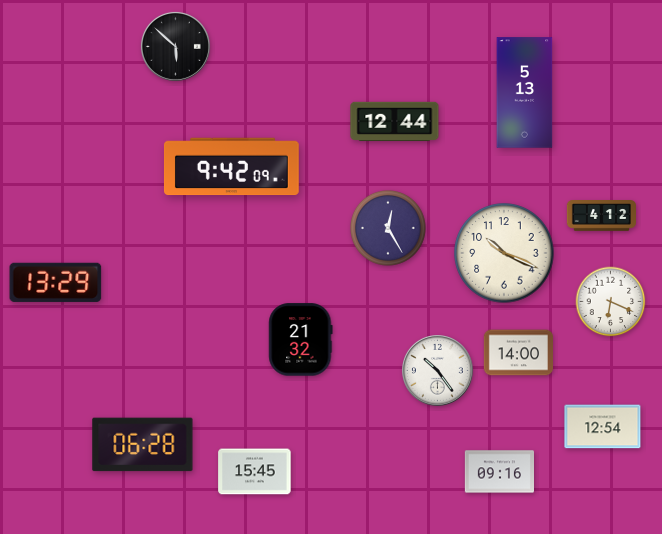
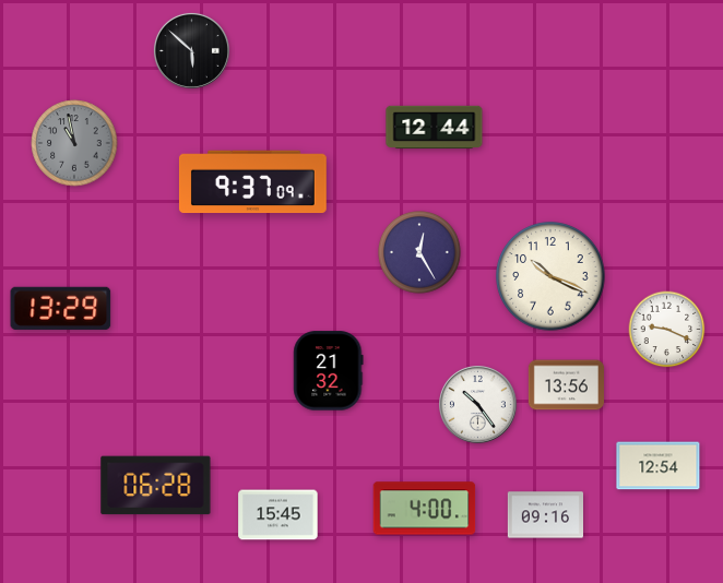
clock at (525, 93): 5:13 -> none
clock at (395, 122) position: (395, 122) -> (435, 128)
clock at (74, 143): none -> 10:58
clock at (231, 167): 9:42 -> 9:37
clock at (601, 216): 4:12 -> none
clock at (389, 229) position: (389, 229) -> (420, 253)
clock at (611, 302): 6:19 -> 9:19
clock at (518, 353): 14:00 -> 13:56
clock at (425, 509): none -> 4:00
